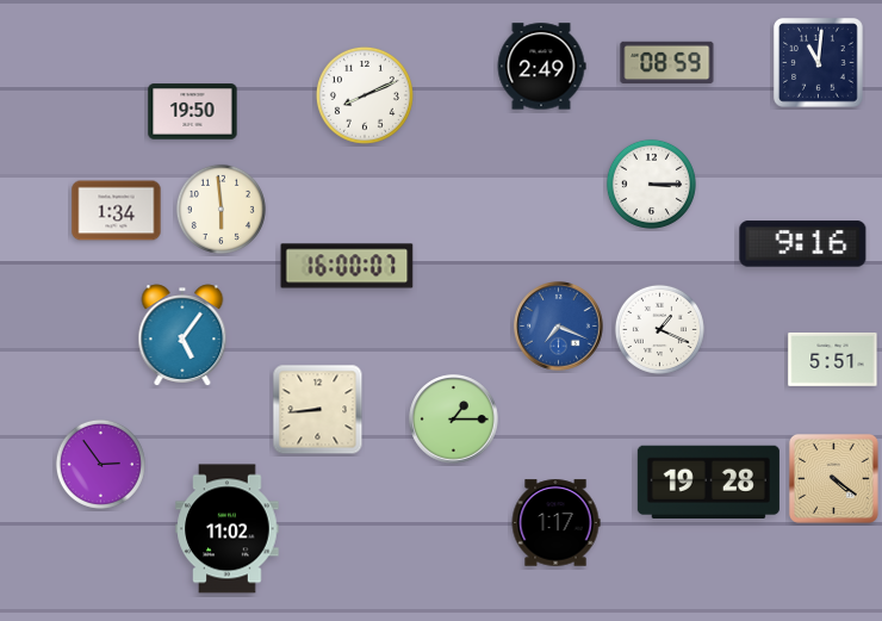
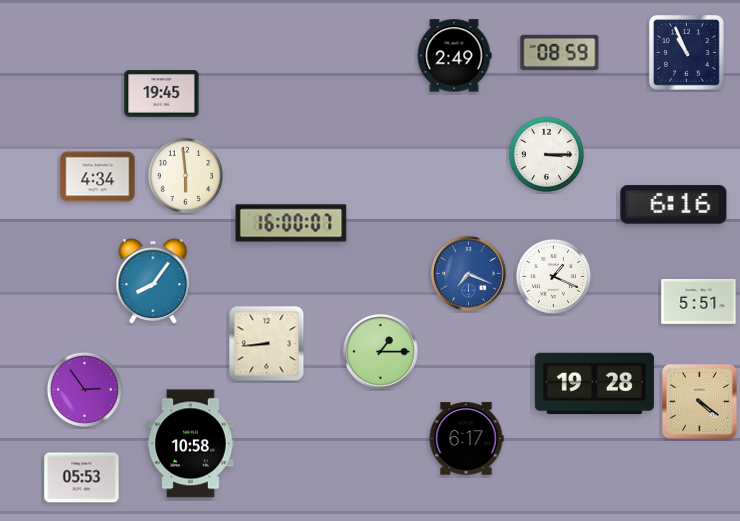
clock at (819, 63): 11:01 -> 10:56
clock at (365, 95): 8:11 -> none
clock at (193, 112): 19:50 -> 19:45
clock at (117, 211): 1:34 -> 4:34
clock at (803, 244): 9:16 -> 6:16
clock at (182, 335): 5:06 -> 8:06
clock at (708, 482) position: (708, 482) -> (594, 383)
clock at (555, 523): 1:17 -> 6:17
clock at (228, 529): 11:02 -> 10:58
clock at (82, 478): none -> 05:53
